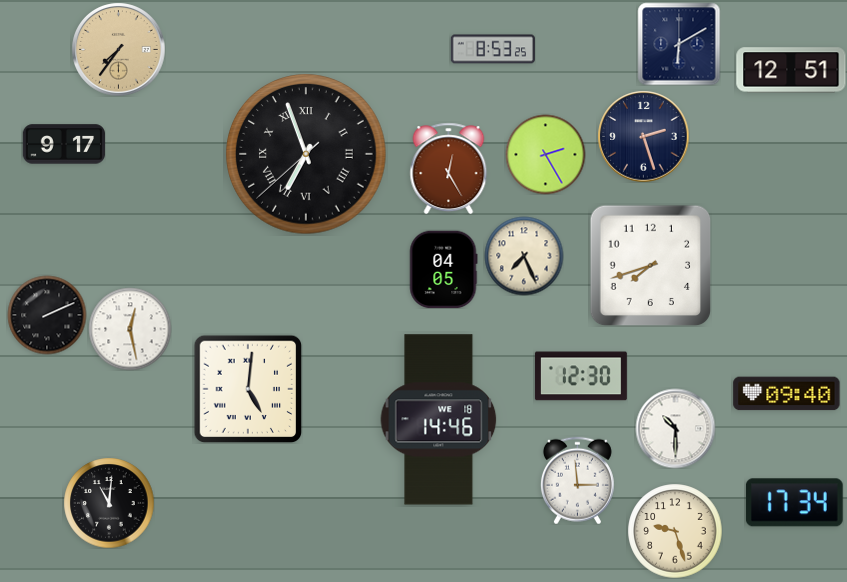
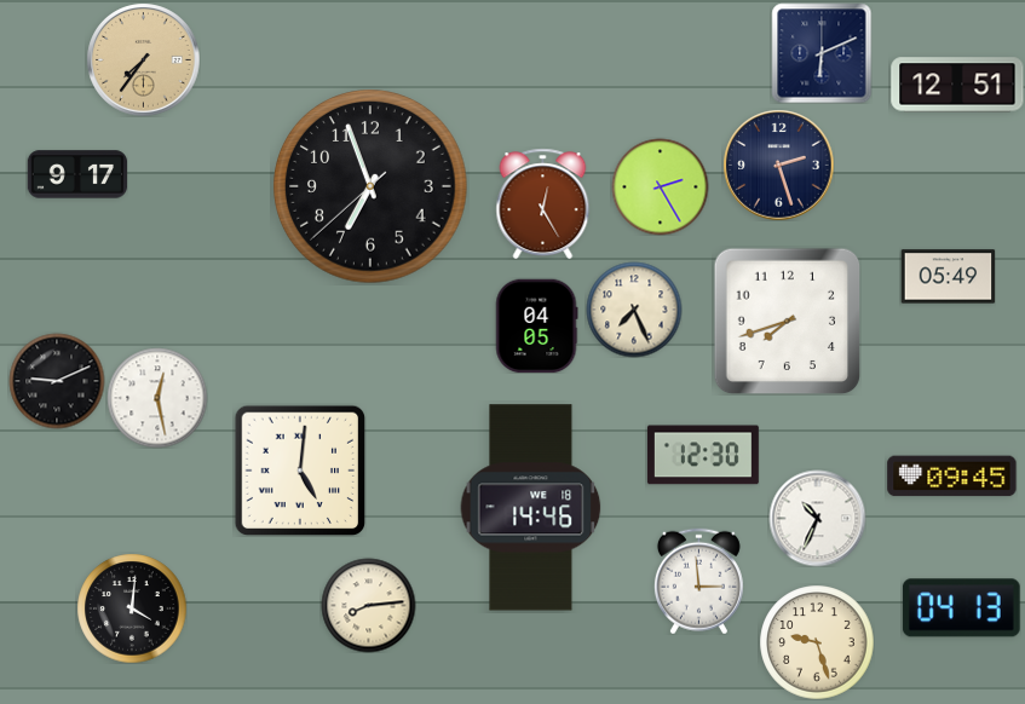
clock at (679, 44): 6:10 -> 6:11
clock at (493, 49): 8:53 -> none
clock at (306, 154) numerals: Roman -> Arabic
clock at (948, 277): none -> 05:49
clock at (47, 315): 2:11 -> 9:11
clock at (787, 394): 09:40 -> 09:45
clock at (675, 428): 10:30 -> 10:34
clock at (368, 605): none -> 8:14
clock at (109, 503): 11:01 -> 4:01
clock at (794, 503): 17:34 -> 04:13
